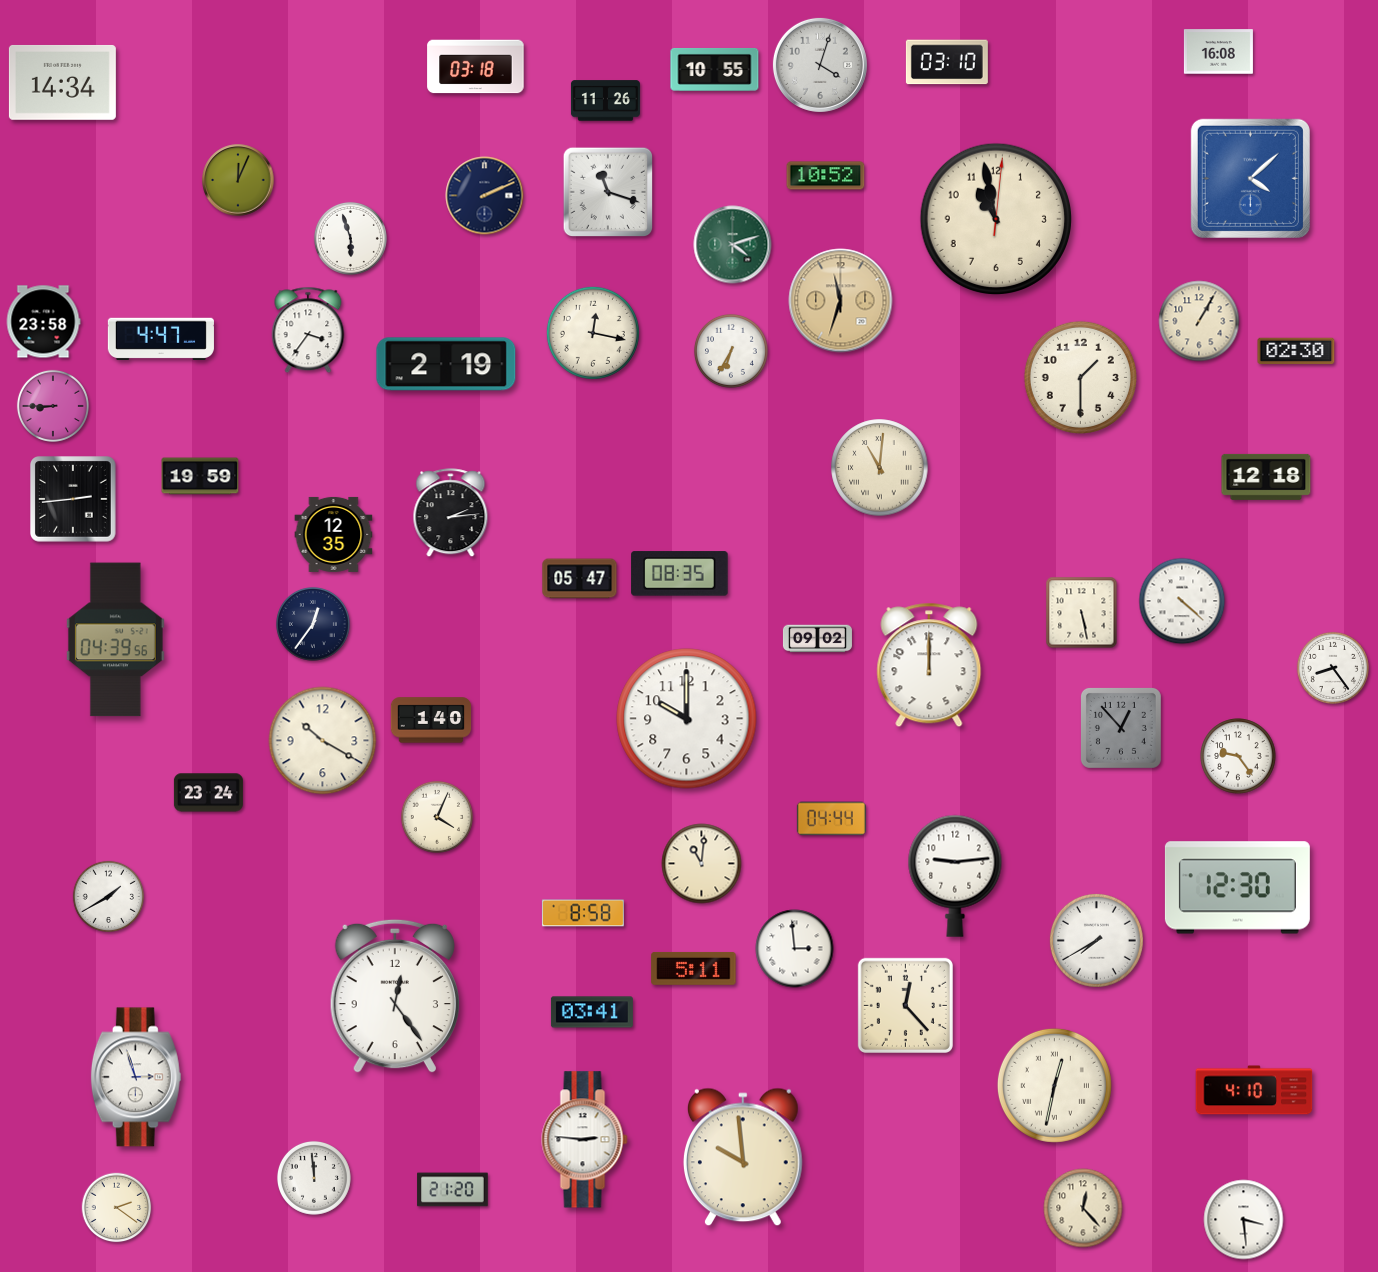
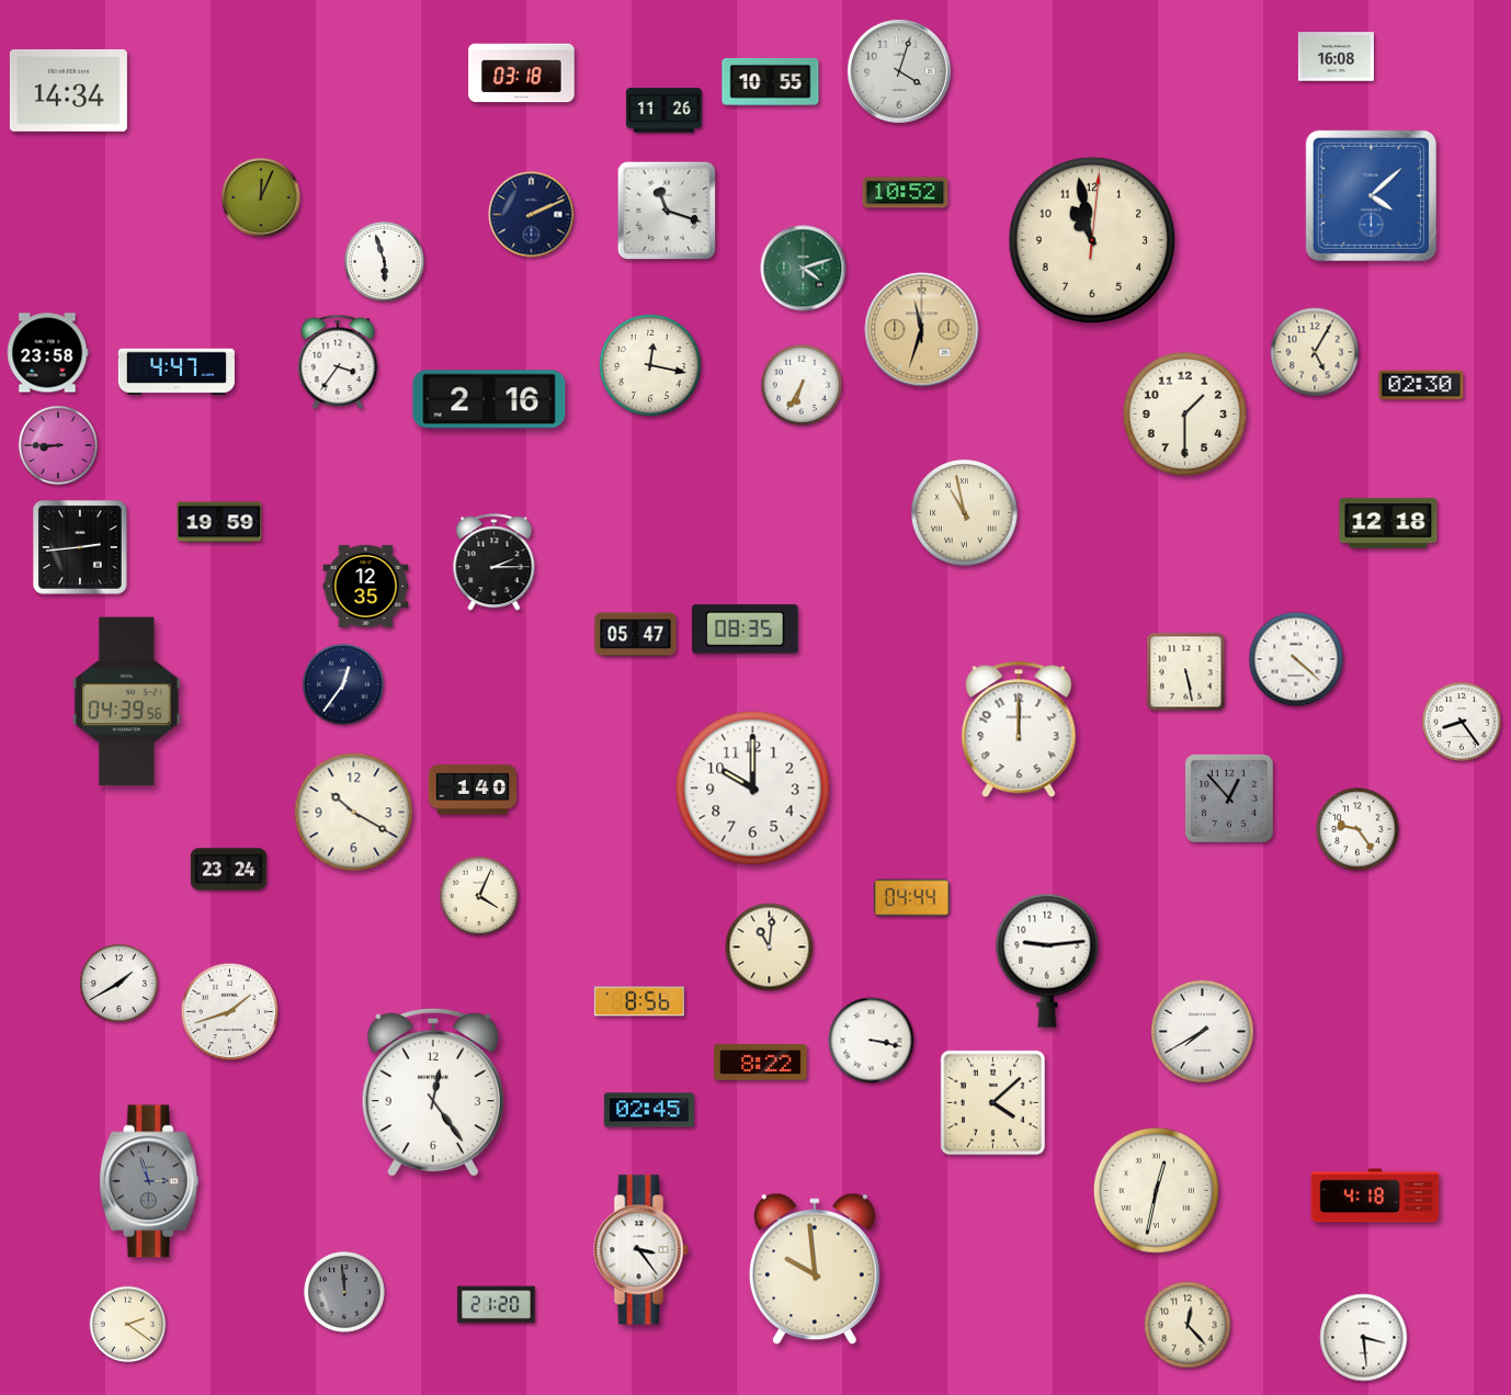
clock at (947, 62): 03:10 -> none
clock at (715, 69) position: (715, 69) -> (771, 81)
clock at (1199, 321): 1:05 -> 5:05
clock at (446, 364): 2:19 -> 2:16
clock at (880, 468): 11:01 -> 10:58
clock at (451, 513): 2:14 -> 2:15
clock at (817, 639): 09:02 -> none
clock at (1333, 668) position: (1333, 668) -> (1462, 722)
clock at (1237, 888): 12:30 -> none
clock at (583, 913): 8:58 -> 8:56
clock at (230, 1012): none -> 1:42
clock at (795, 949): 2:59 -> 3:17
clock at (694, 968): 5:11 -> 8:22
clock at (905, 1005): 12:23 -> 4:08
clock at (592, 1012): 03:41 -> 02:45
clock at (136, 1077) dial: white -> grey
clock at (1254, 1090): 4:10 -> 4:18
clock at (585, 1140): 2:46 -> 3:24
clock at (314, 1178) dial: white -> grey
